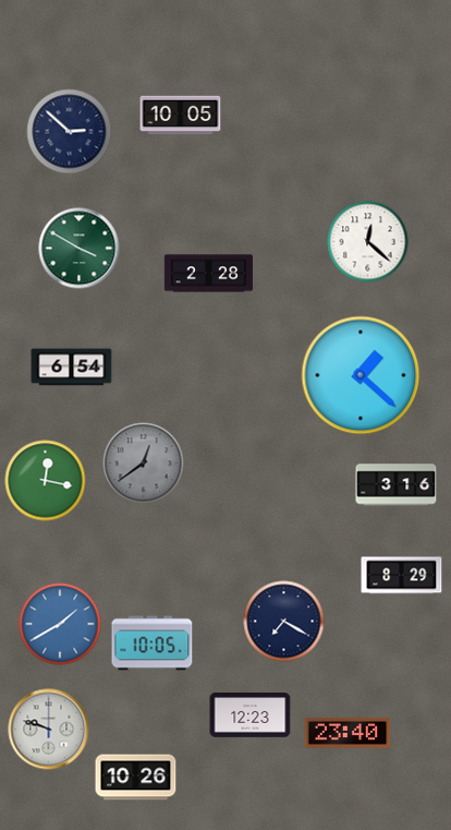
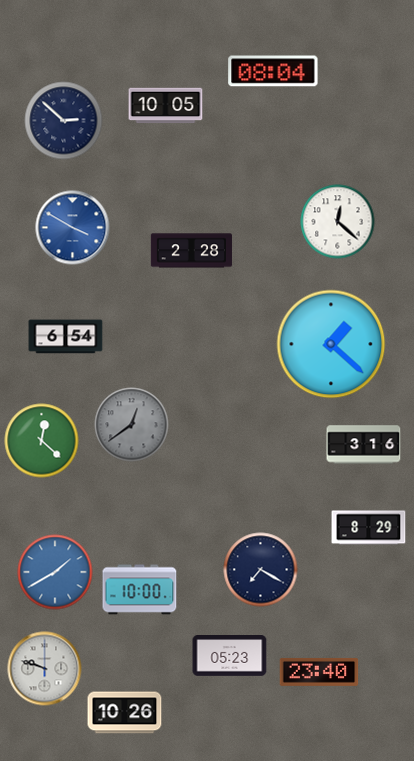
clock at (273, 71): none -> 08:04
clock at (80, 249) dial: green -> blue
clock at (46, 481): 12:17 -> 12:22
clock at (153, 643): 10:05 -> 10:00
clock at (251, 715): 12:23 -> 05:23
